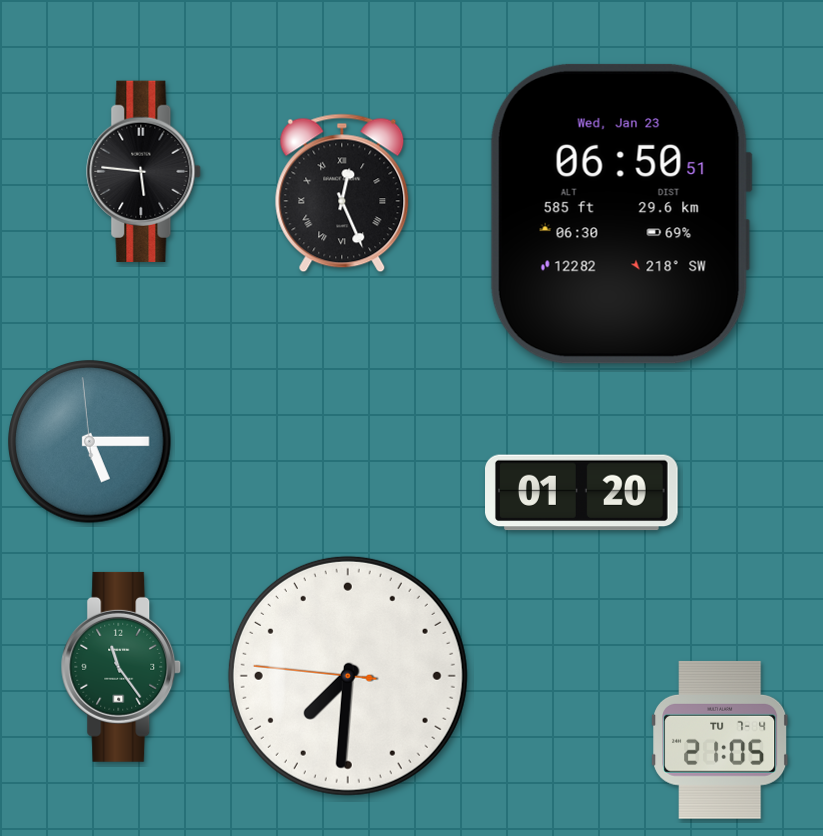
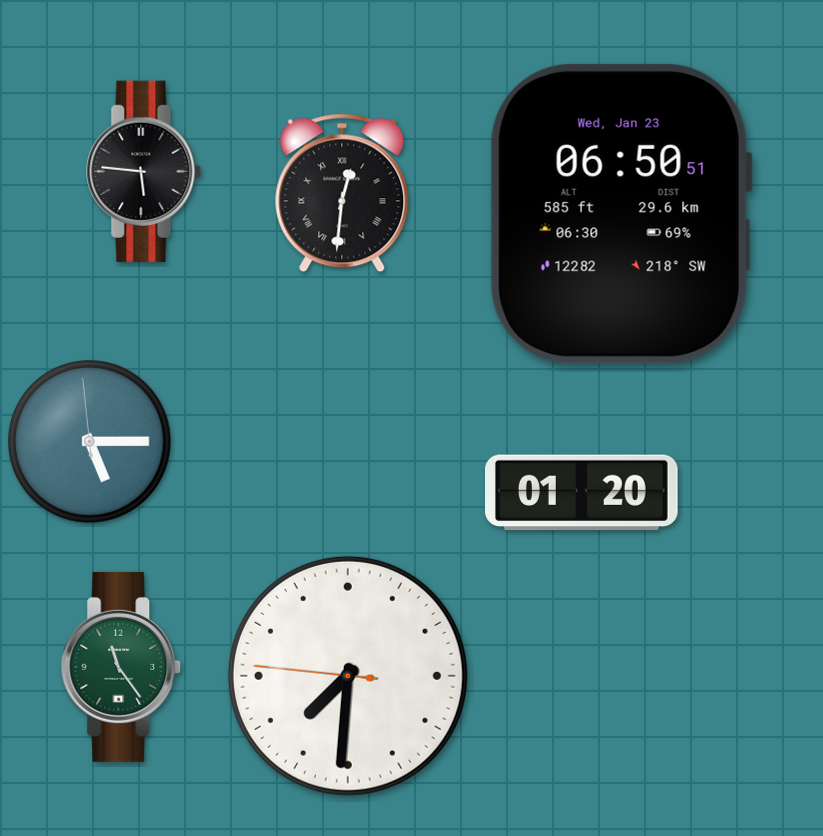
clock at (342, 193): 12:26 -> 12:31
clock at (720, 740): 21:05 -> none
